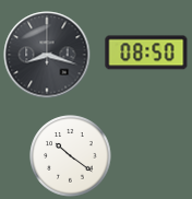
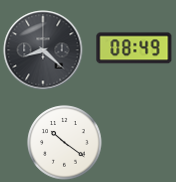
clock at (146, 52): 08:50 -> 08:49
clock at (47, 55): 8:18 -> 8:22
